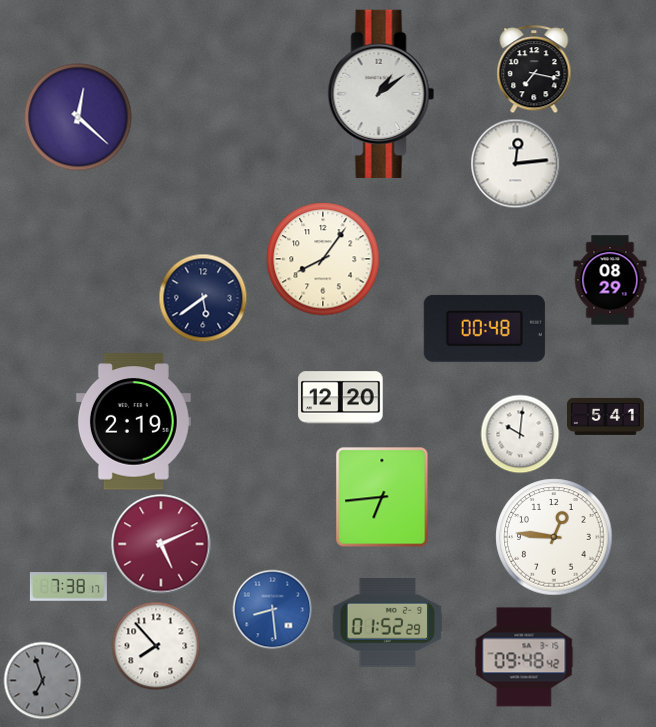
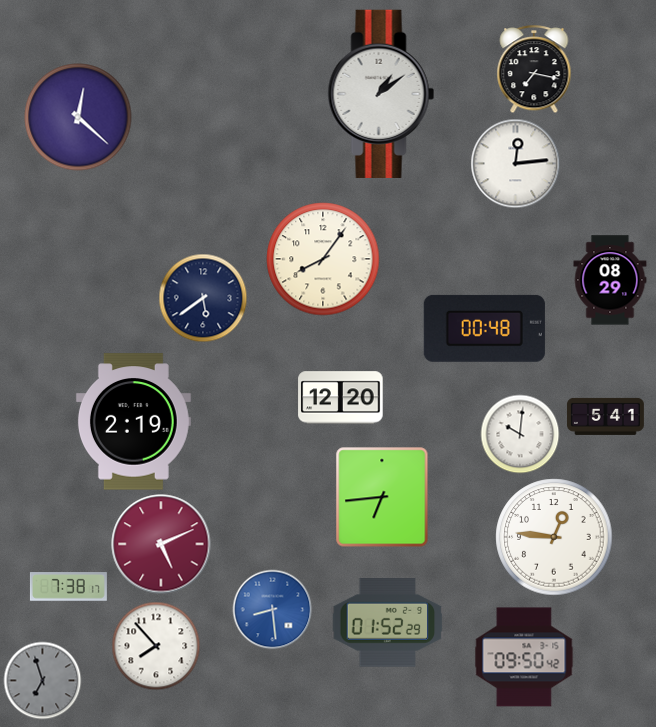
clock at (524, 657): 09:48 -> 09:50
